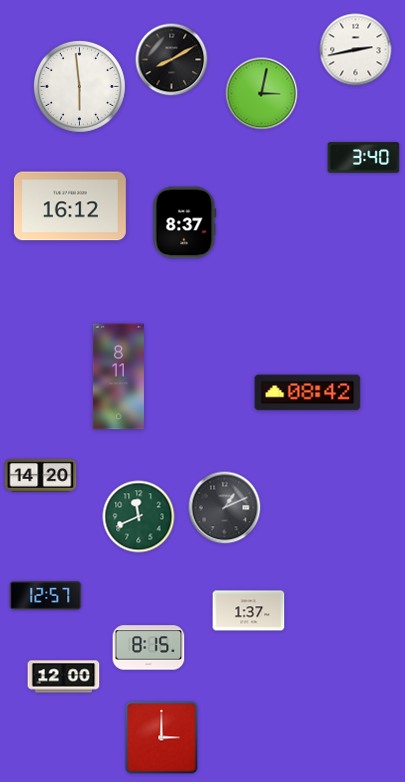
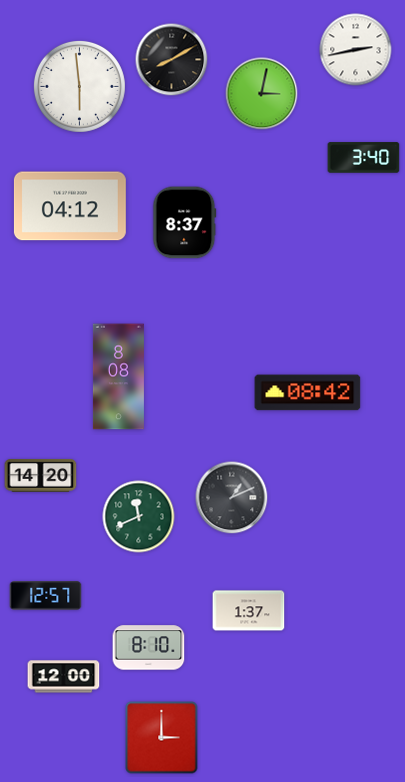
clock at (70, 206): 16:12 -> 04:12
clock at (118, 377): 8:11 -> 8:08
clock at (225, 508) position: (225, 508) -> (232, 498)
clock at (149, 648): 8:15 -> 8:10
